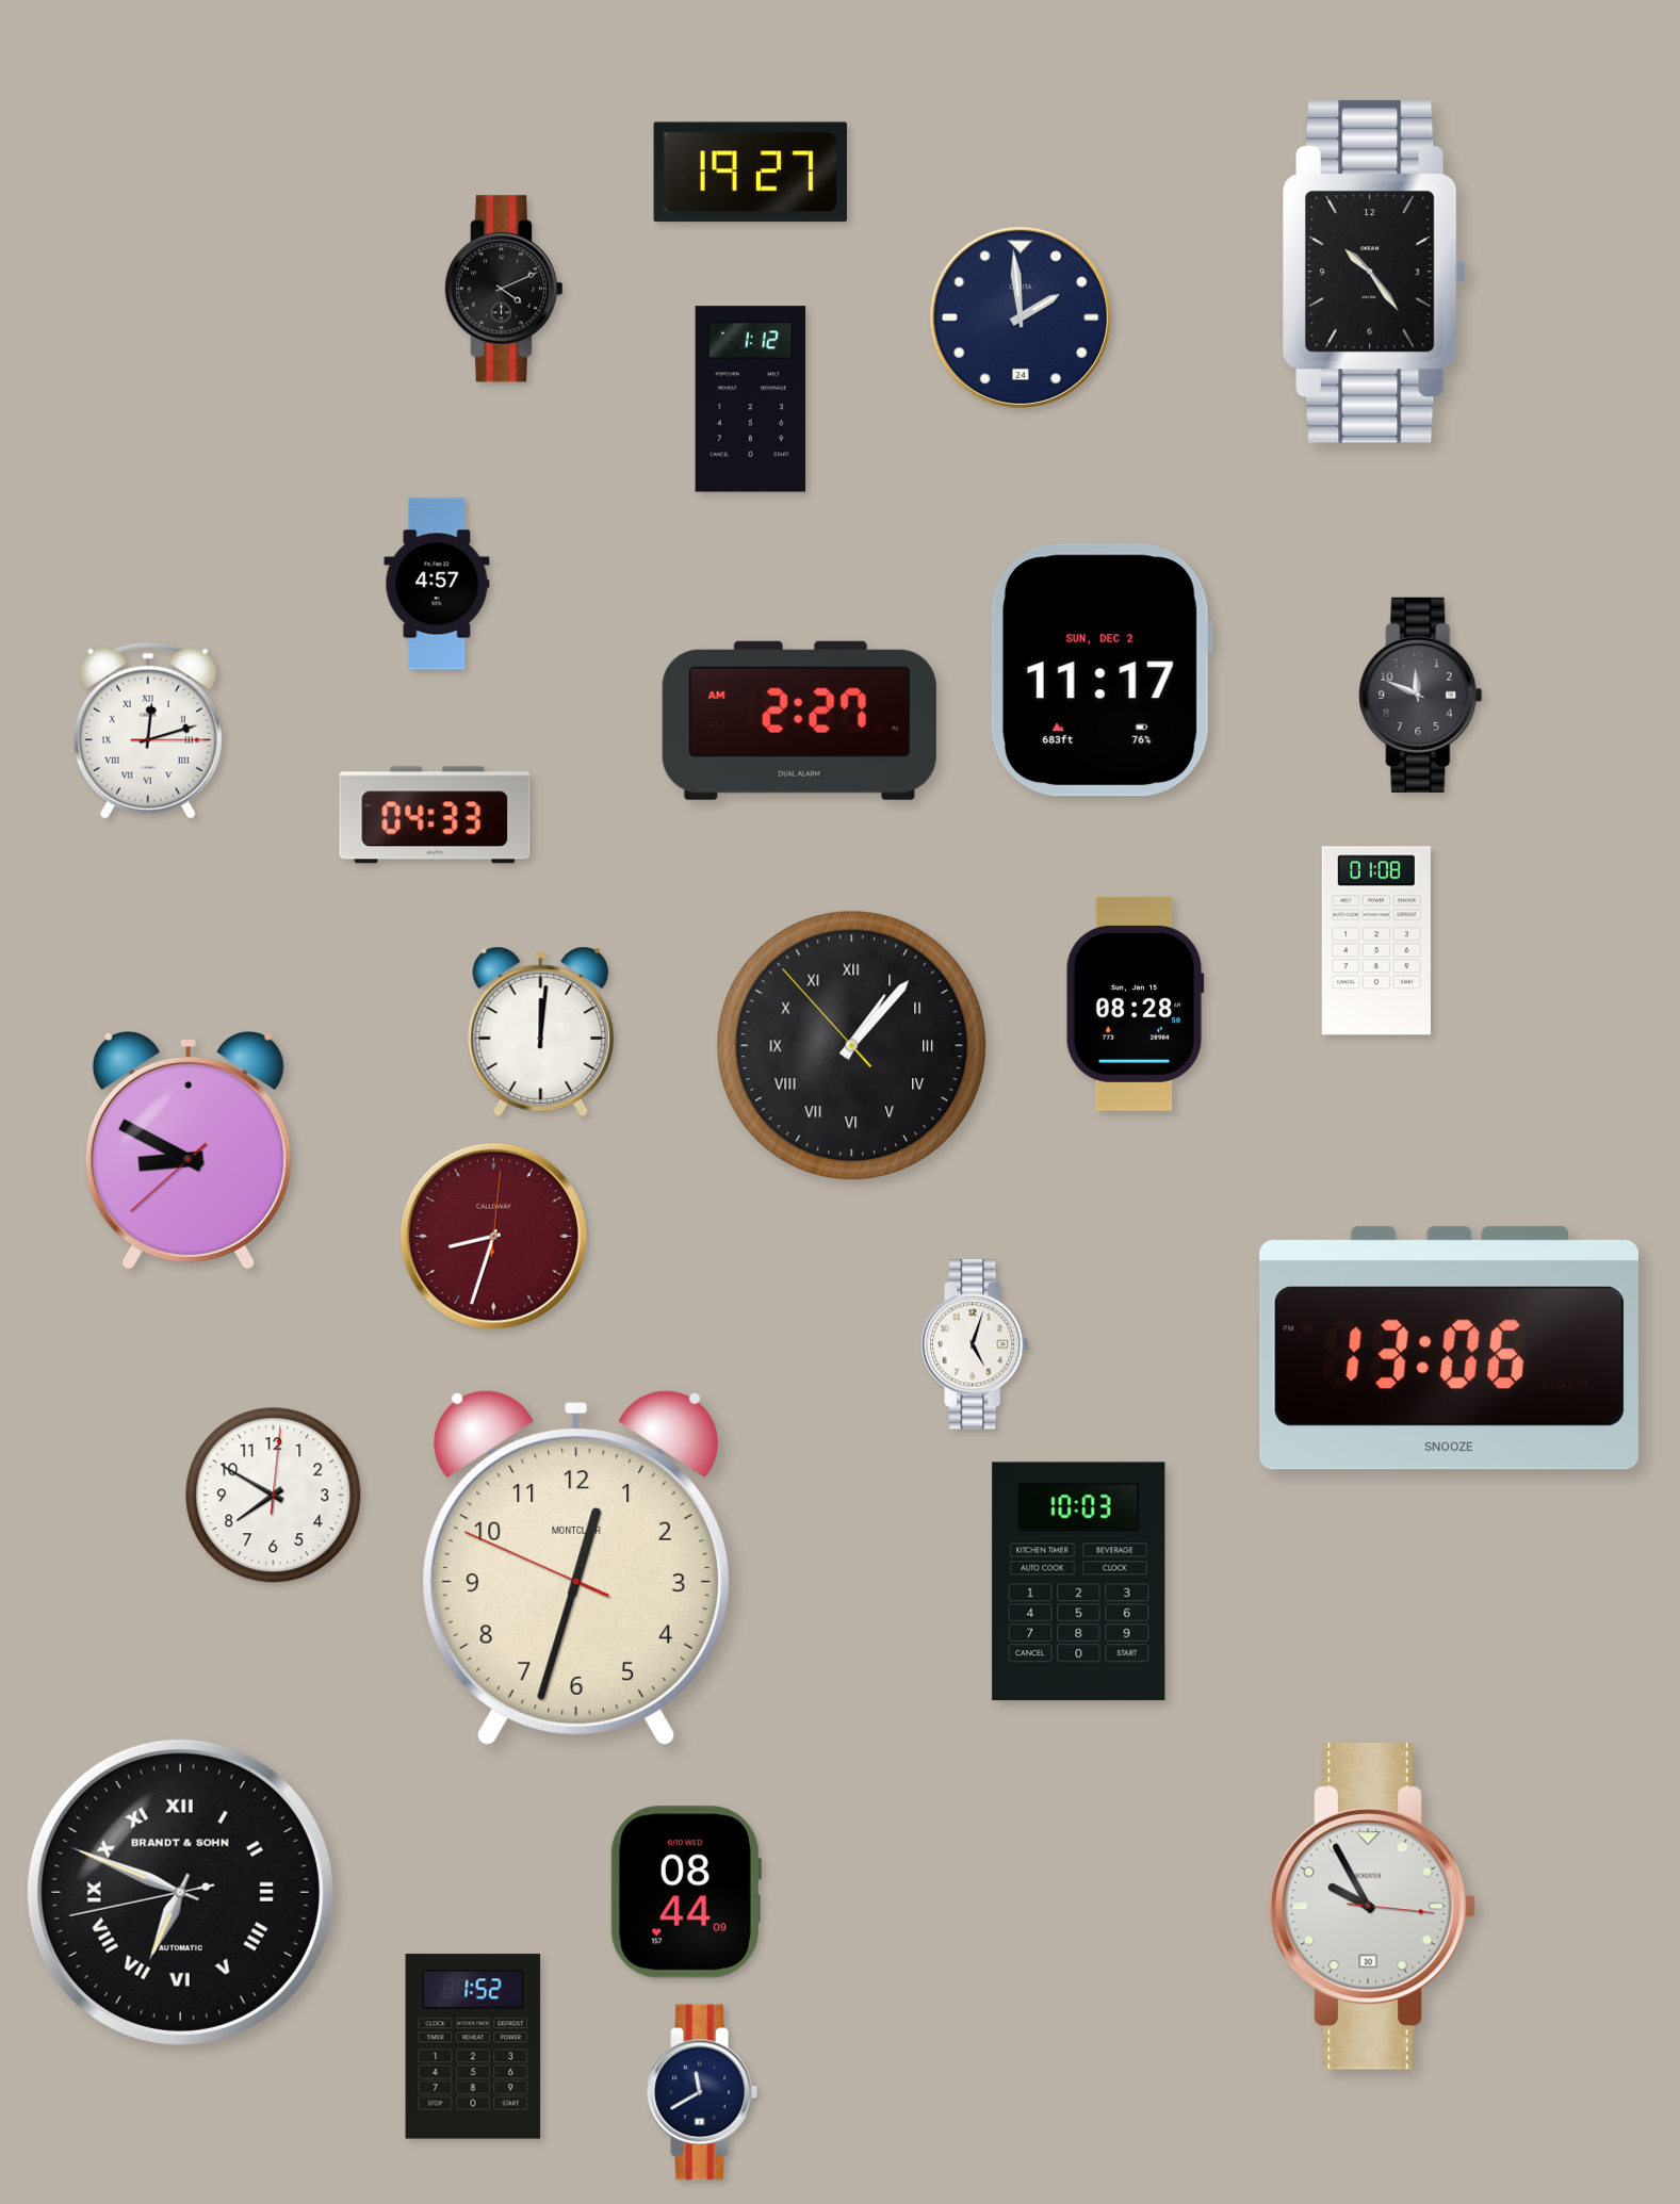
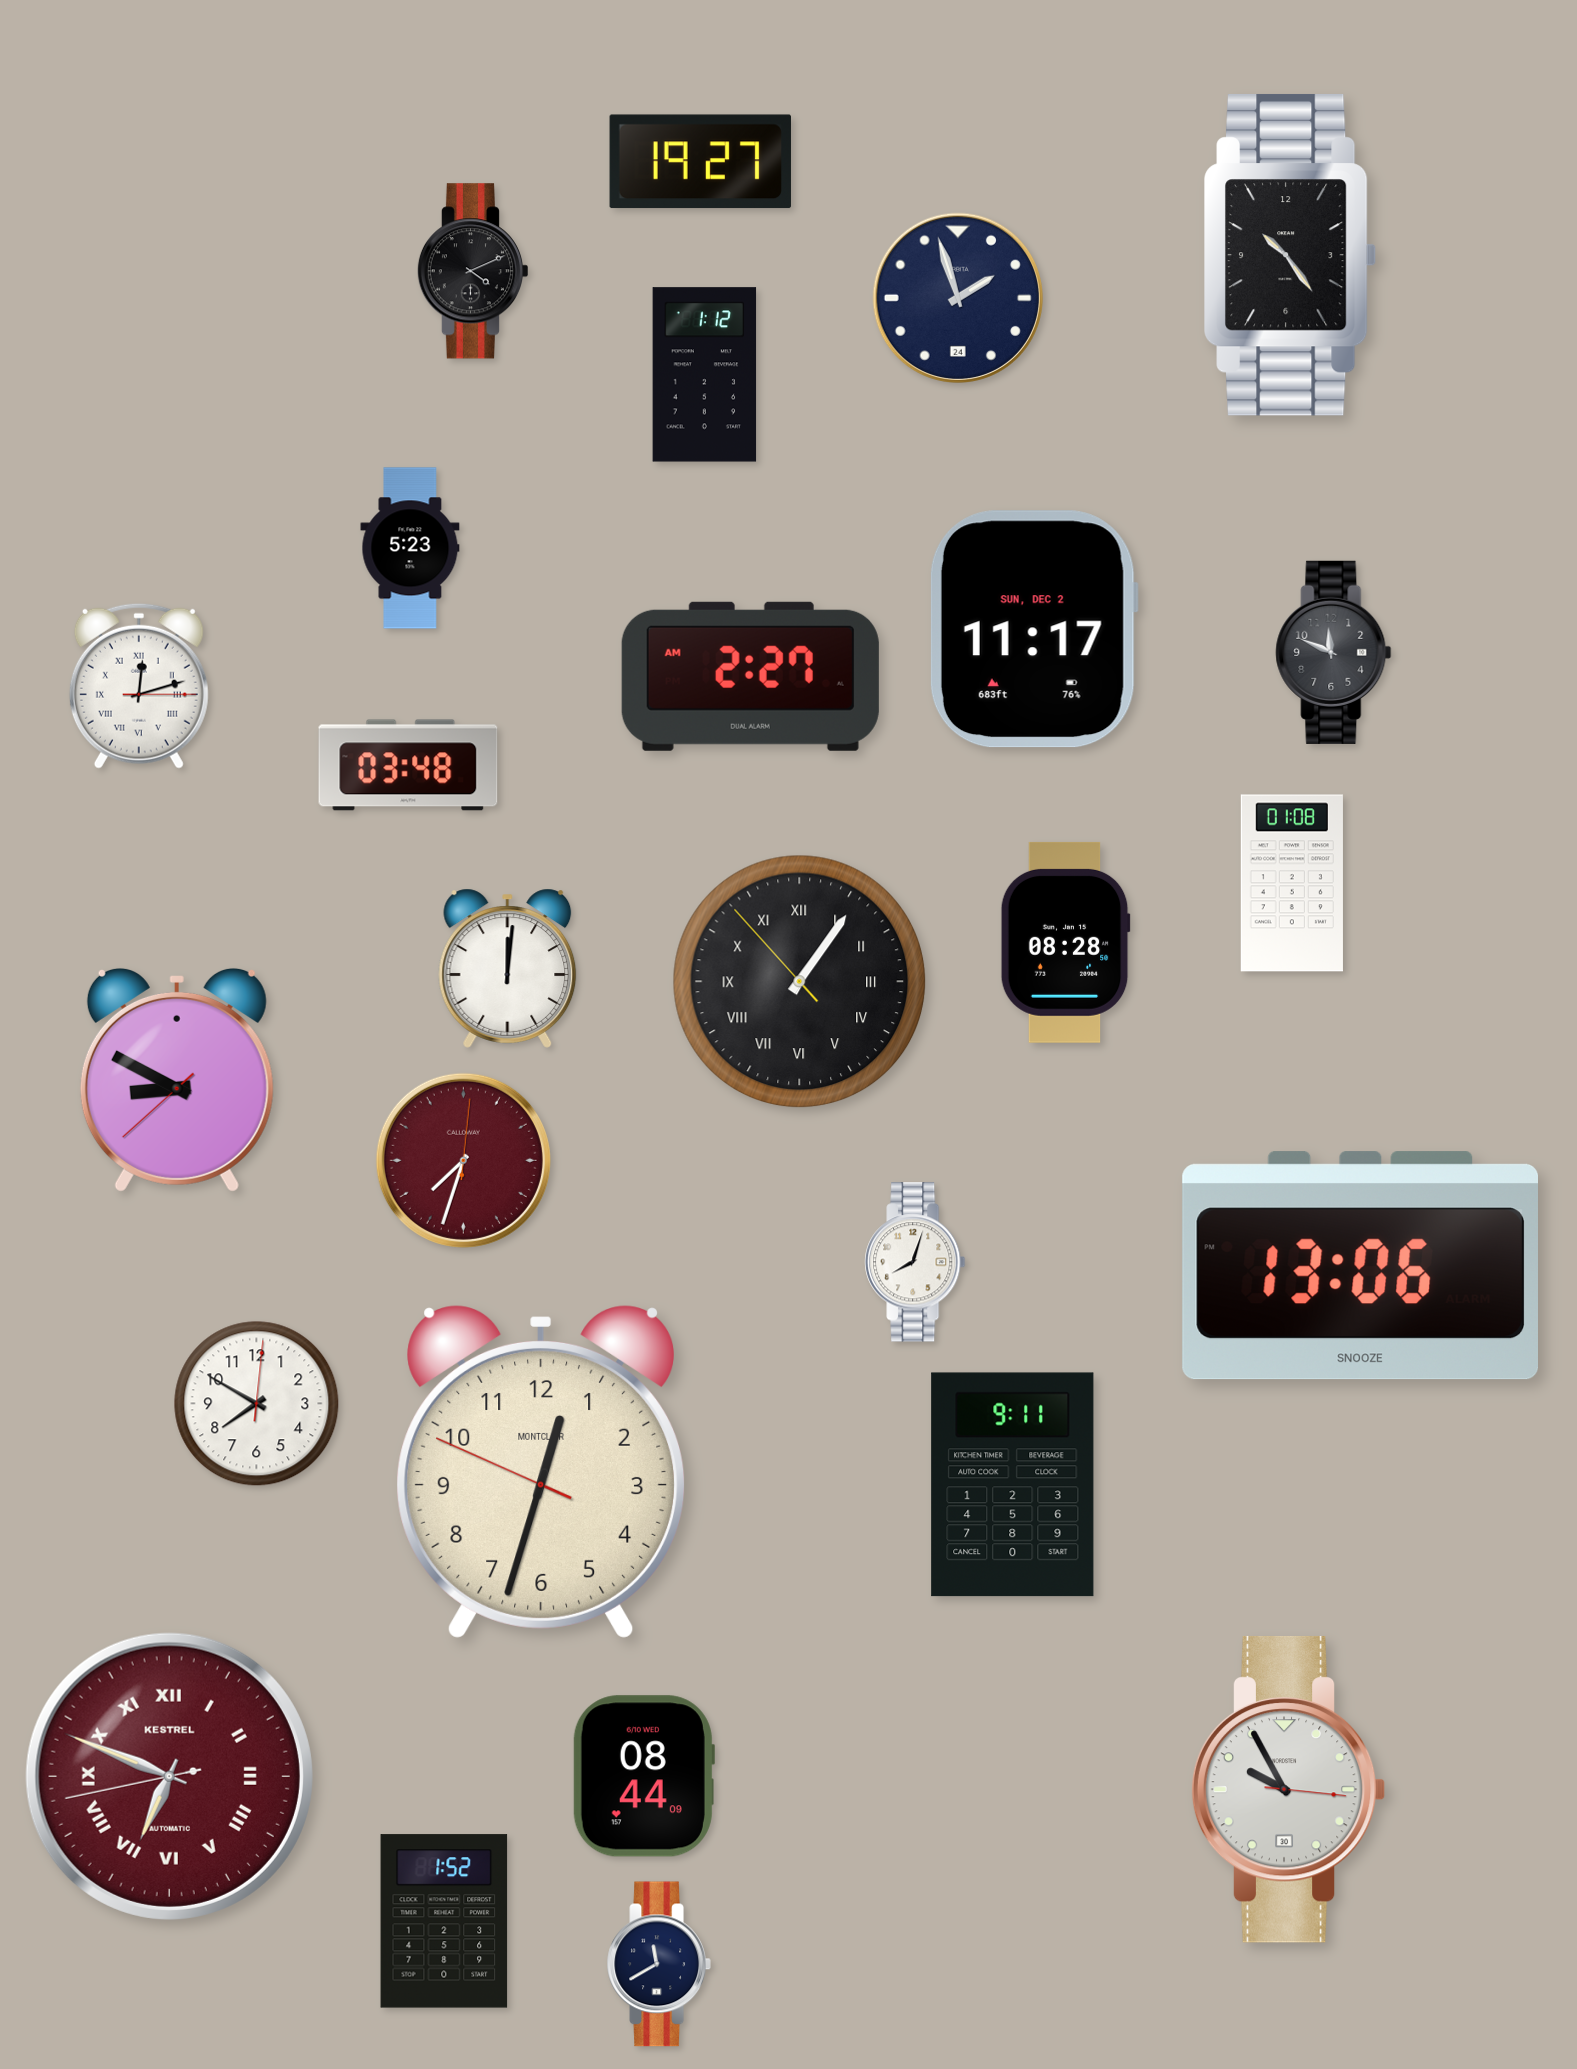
clock at (750, 173) position: (750, 173) -> (700, 162)
clock at (1020, 316): 1:59 -> 1:57
clock at (437, 584): 4:57 -> 5:23
clock at (435, 815): 04:33 -> 03:48
clock at (852, 1046): 1:06 -> 1:05
clock at (493, 1236): 8:33 -> 7:33
clock at (975, 1344): 5:03 -> 8:03
clock at (1079, 1582): 10:03 -> 9:11
clock at (180, 1892) dial: black -> burgundy
clock at (180, 1892) brand: BRANDT & SOHN -> KESTREL
